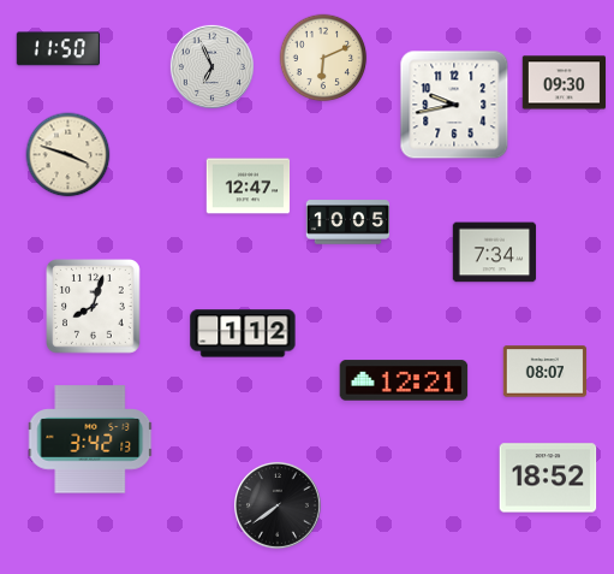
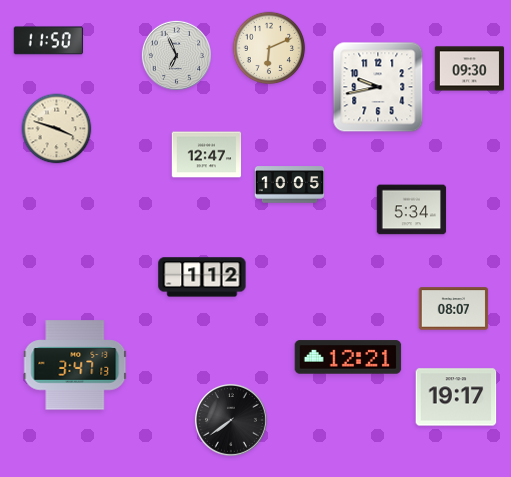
clock at (495, 253): 7:34 -> 5:34
clock at (94, 307): 8:03 -> none
clock at (404, 380) position: (404, 380) -> (348, 357)
clock at (91, 439): 3:42 -> 3:47
clock at (548, 478): 18:52 -> 19:17
